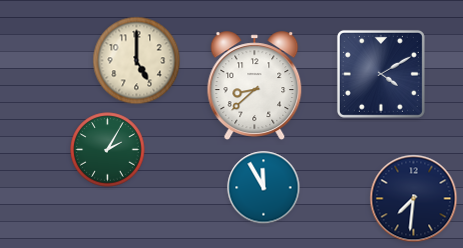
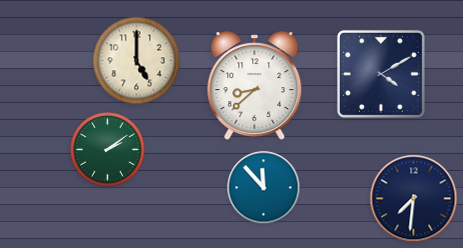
clock at (108, 150): 2:05 -> 2:09
clock at (264, 188): 11:55 -> 11:53
